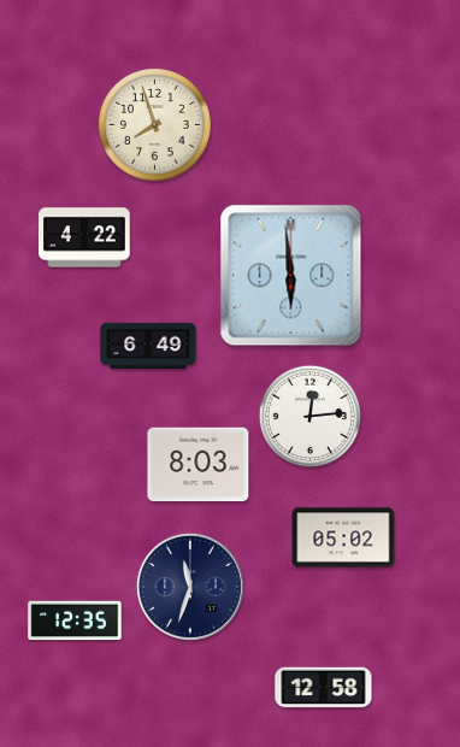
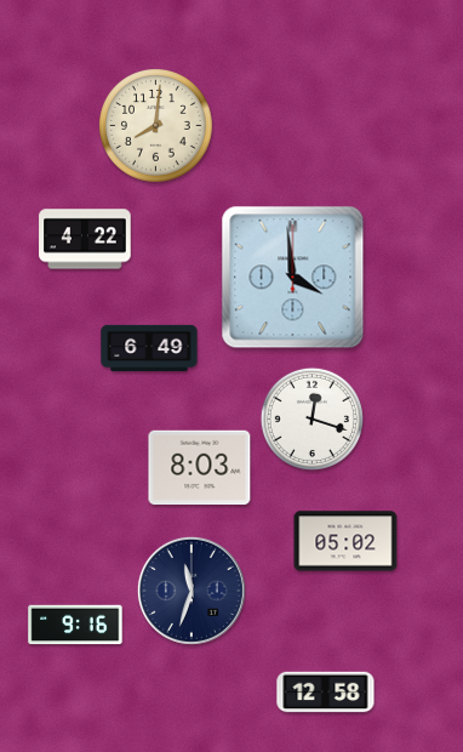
clock at (155, 125): 7:57 -> 8:01
clock at (291, 276): 5:59 -> 3:59
clock at (309, 416): 12:14 -> 12:18
clock at (75, 620): 12:35 -> 9:16
